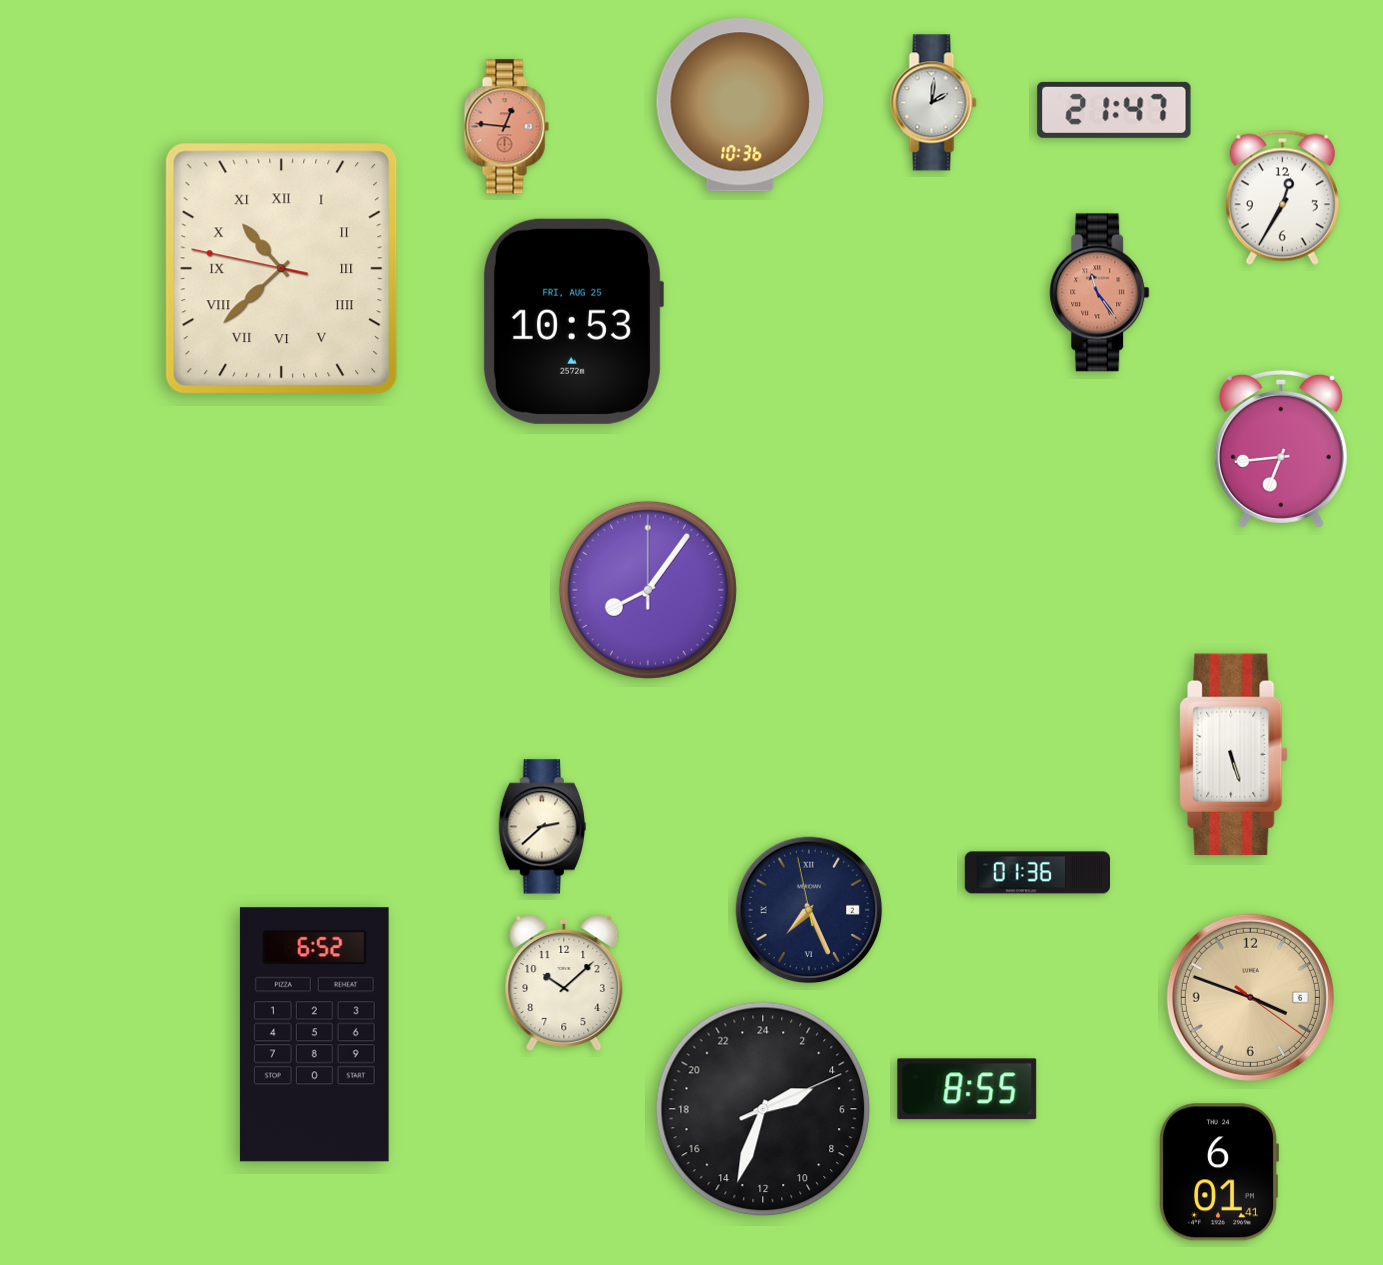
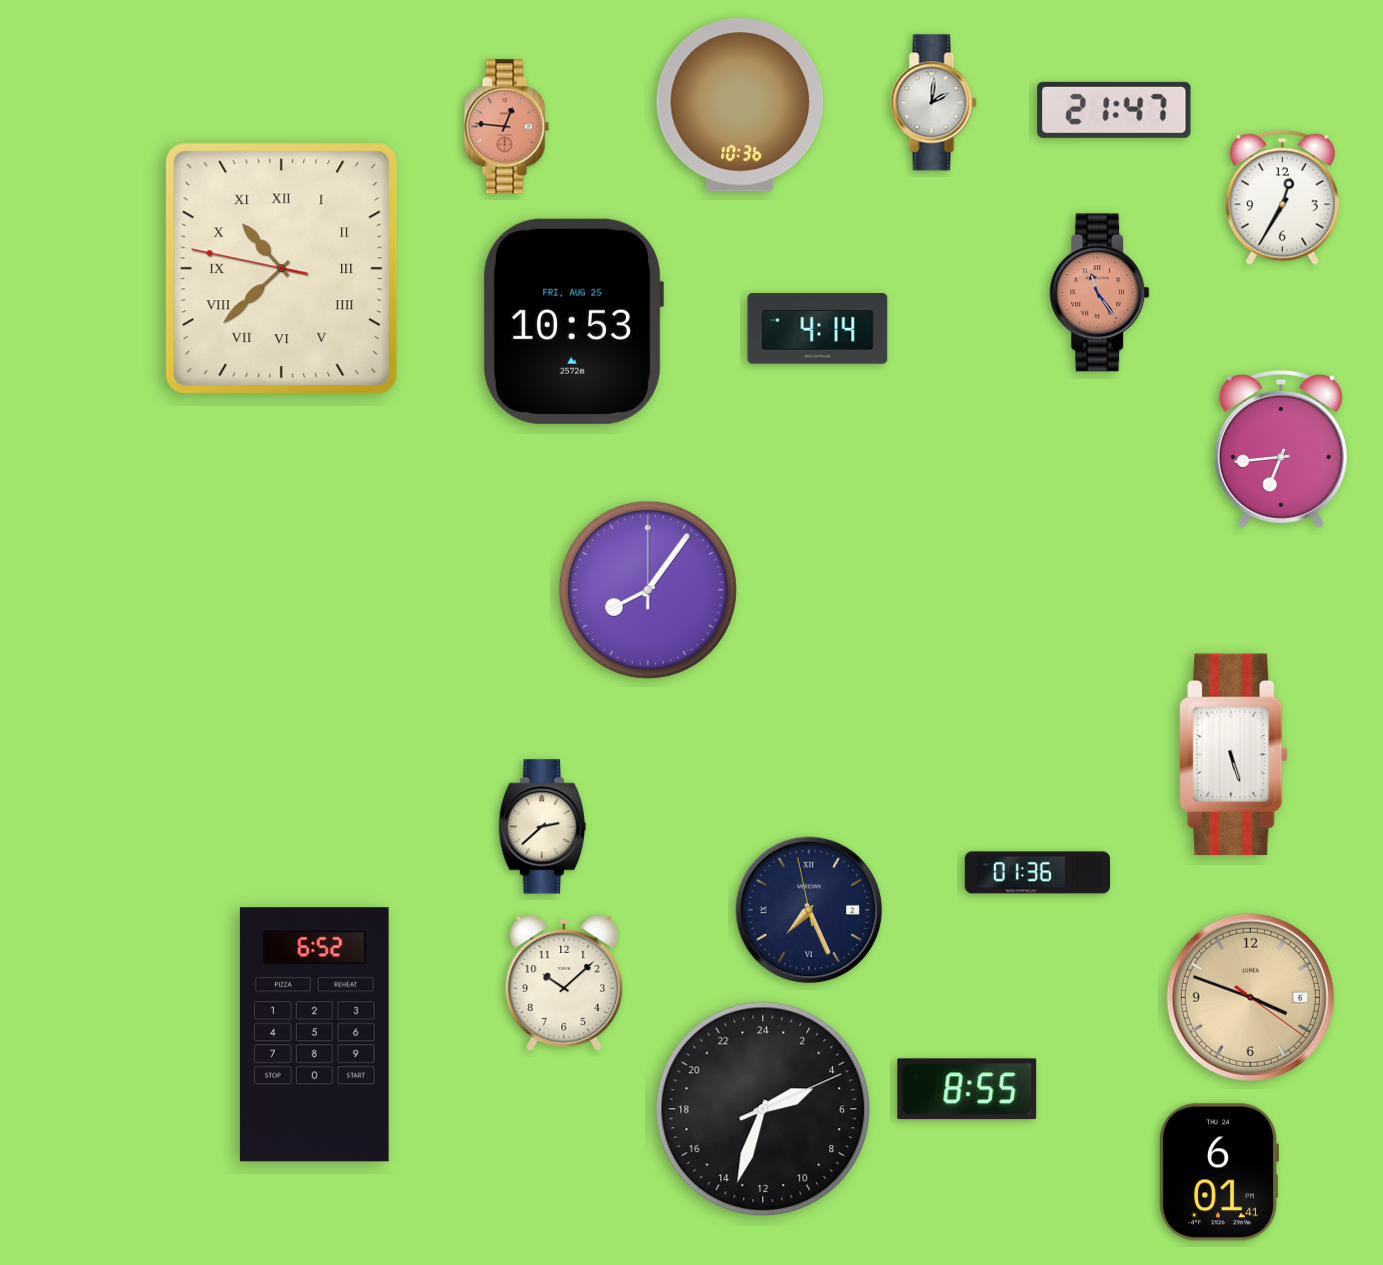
clock at (818, 329): none -> 4:14
